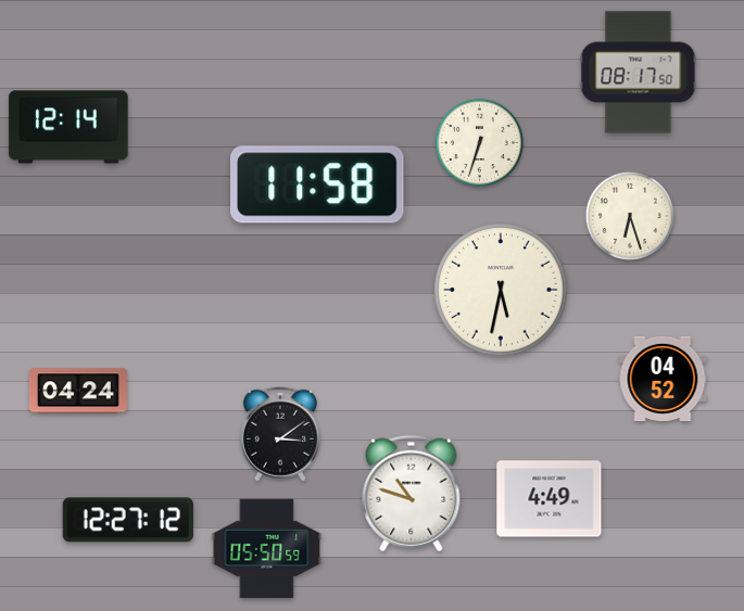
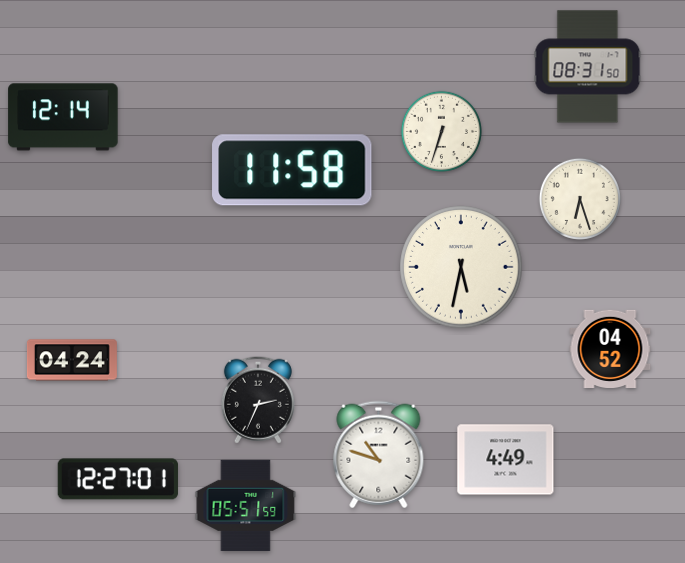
clock at (639, 73): 08:17 -> 08:31
clock at (280, 434): 3:09 -> 2:34
clock at (128, 520): 12:27:12 -> 12:27:01
clock at (267, 549): 05:50 -> 05:51
